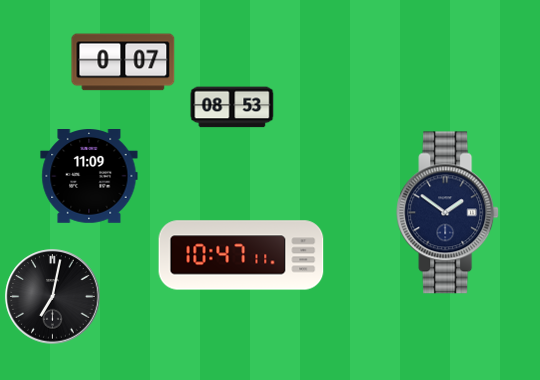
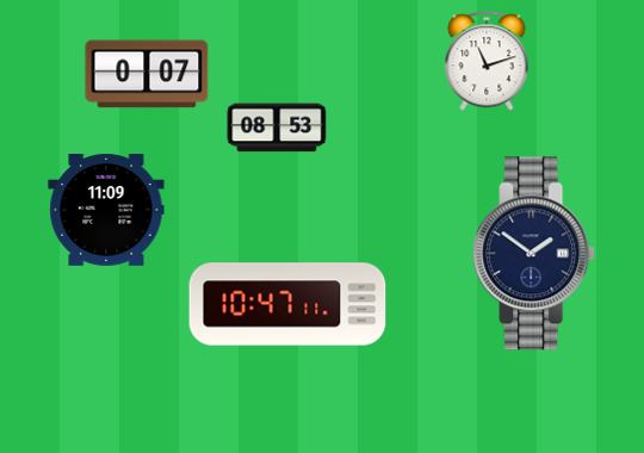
clock at (487, 61): none -> 11:12
clock at (53, 297): 7:02 -> none
